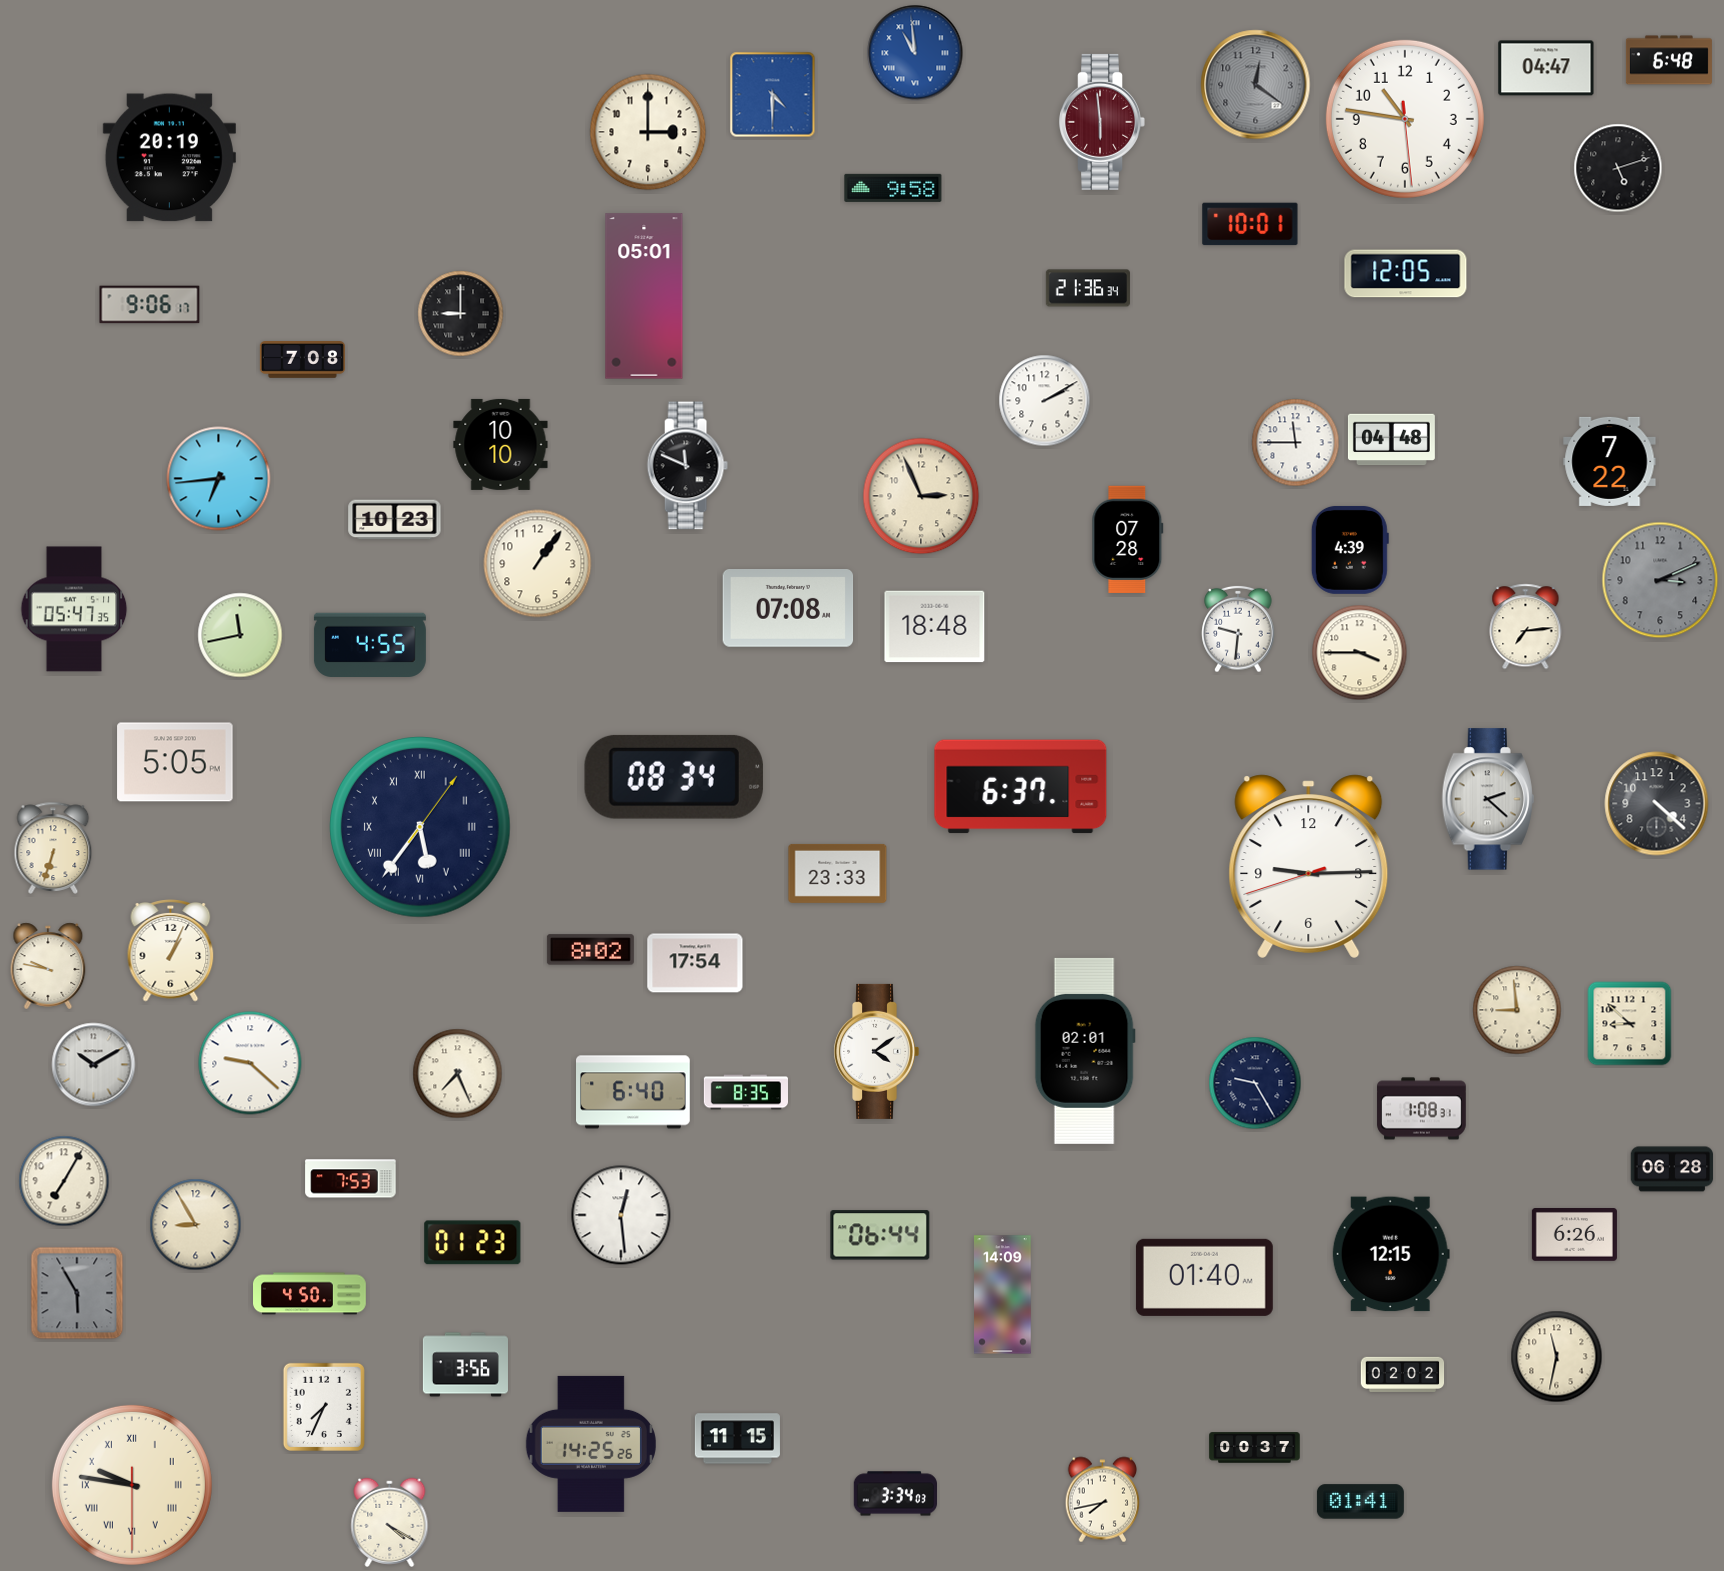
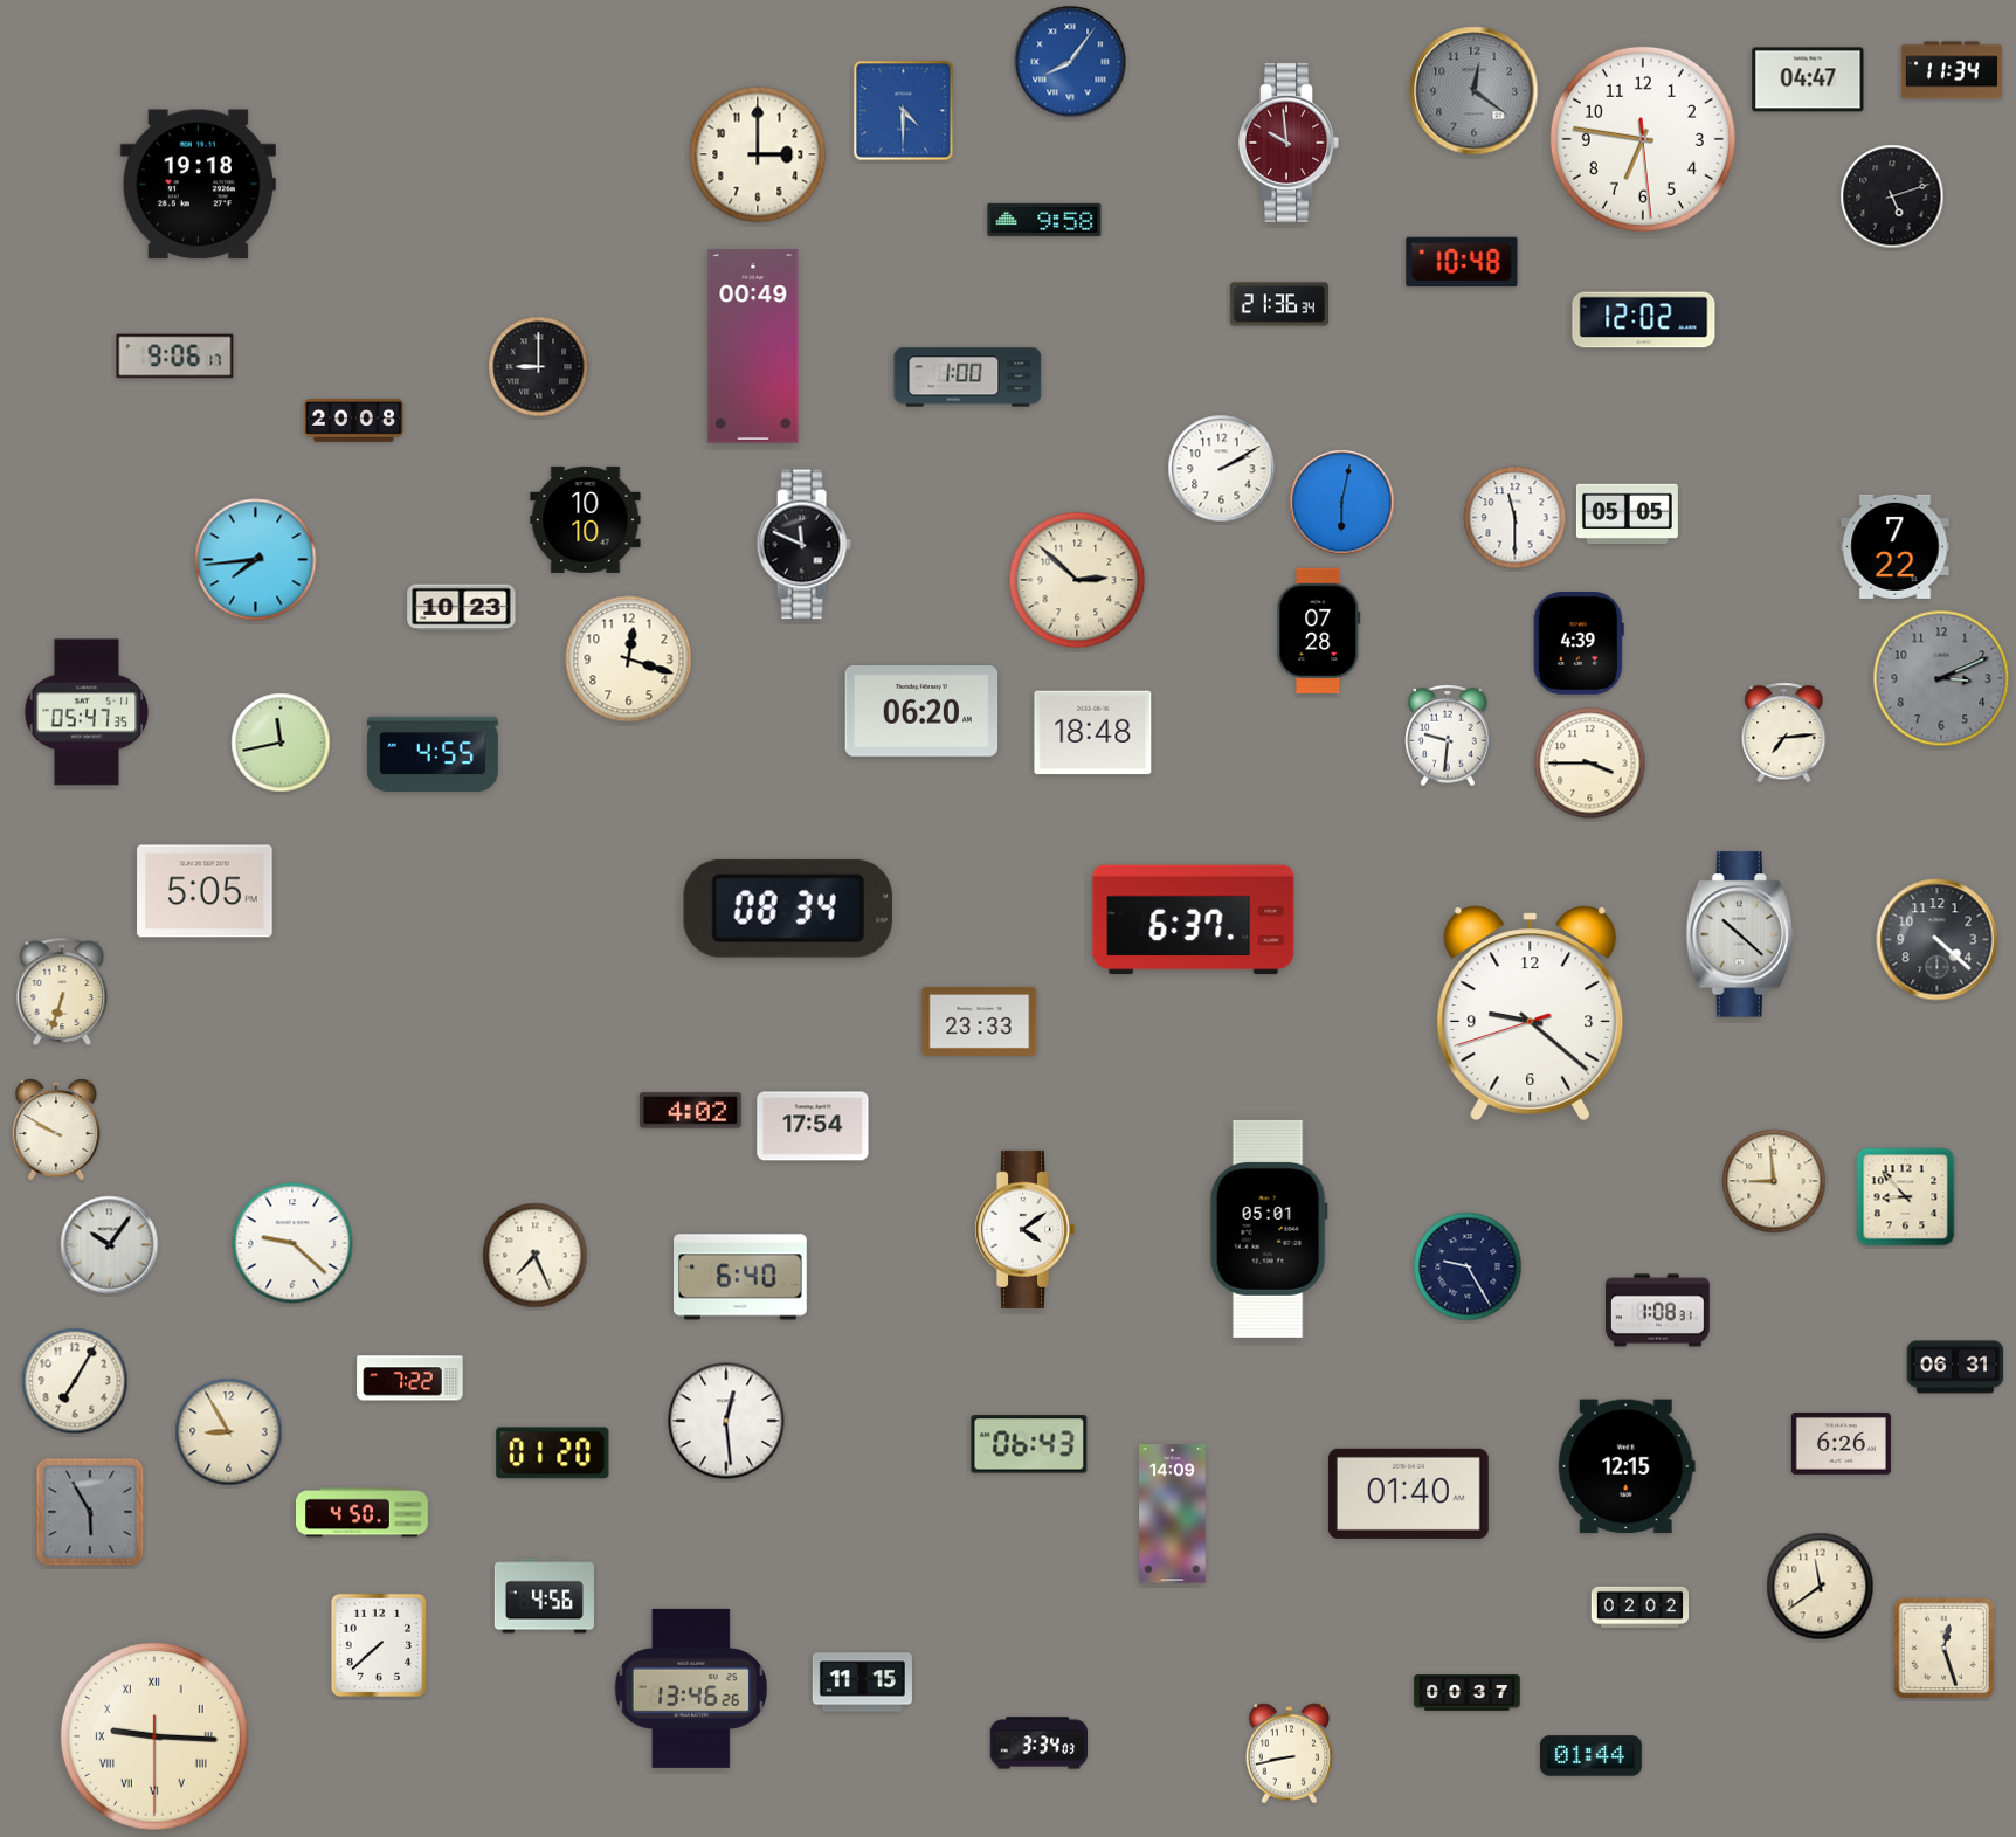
clock at (915, 53): 10:59 -> 8:06
clock at (1669, 60): 6:48 -> 11:34
clock at (1256, 85) position: (1256, 85) -> (1475, 91)
clock at (1405, 119): 10:46 -> 6:46
clock at (1102, 122): 5:59 -> 9:59
clock at (169, 158): 20:19 -> 19:18
clock at (1250, 224): 10:01 -> 10:48
clock at (1406, 274): 12:05 -> 12:02
clock at (1088, 288) position: (1088, 288) -> (1279, 304)
clock at (644, 296): 05:01 -> 00:49
clock at (968, 378): none -> 1:00
clock at (302, 360): 7:08 -> 20:08
clock at (1342, 503): none -> 6:02
clock at (1391, 440): 04:48 -> 05:05
clock at (1296, 443): 11:45 -> 11:30
clock at (1610, 461) position: (1610, 461) -> (1896, 546)
clock at (219, 479): 6:44 -> 7:44
clock at (921, 496): 2:56 -> 2:52
clock at (538, 564): 1:06 -> 12:18
clock at (788, 609): 07:08 -> 06:20
clock at (1488, 799): 2:22 -> 10:22
clock at (420, 827): 5:36 -> none
clock at (1309, 866): 9:14 -> 9:21
clock at (590, 950): 8:02 -> 4:02
clock at (171, 951): 1:04 -> none
clock at (48, 966): 9:47 -> 9:50
clock at (1630, 1024): 8:52 -> 8:53
clock at (1085, 1051): 02:01 -> 05:01
clock at (94, 1065): 10:10 -> 10:06
clock at (745, 1092): 8:35 -> none
clock at (1422, 1109) position: (1422, 1109) -> (1658, 1311)
clock at (1672, 1169): 06:28 -> 06:31
clock at (351, 1179): 7:53 -> 7:22
clock at (880, 1235): 06:44 -> 06:43
clock at (473, 1243): 01:23 -> 01:20
clock at (1557, 1357): 11:32 -> 11:39
clock at (465, 1365): 3:56 -> 4:56
clock at (324, 1407): 7:34 -> 7:38
clock at (1945, 1649): none -> 12:27
clock at (591, 1444): 14:25 -> 13:46
clock at (132, 1485): 9:46 -> 9:15
clock at (895, 1494) position: (895, 1494) -> (1038, 1743)
clock at (1103, 1500): 7:43 -> 8:43
clock at (1360, 1502): 01:41 -> 01:44
clock at (390, 1522): 4:20 -> none
